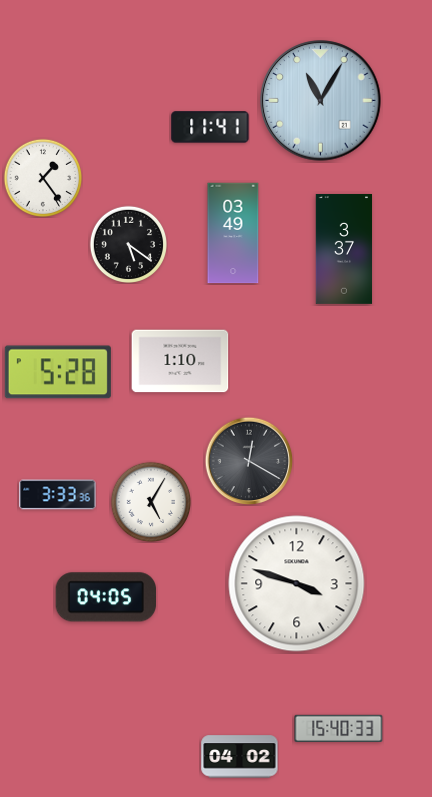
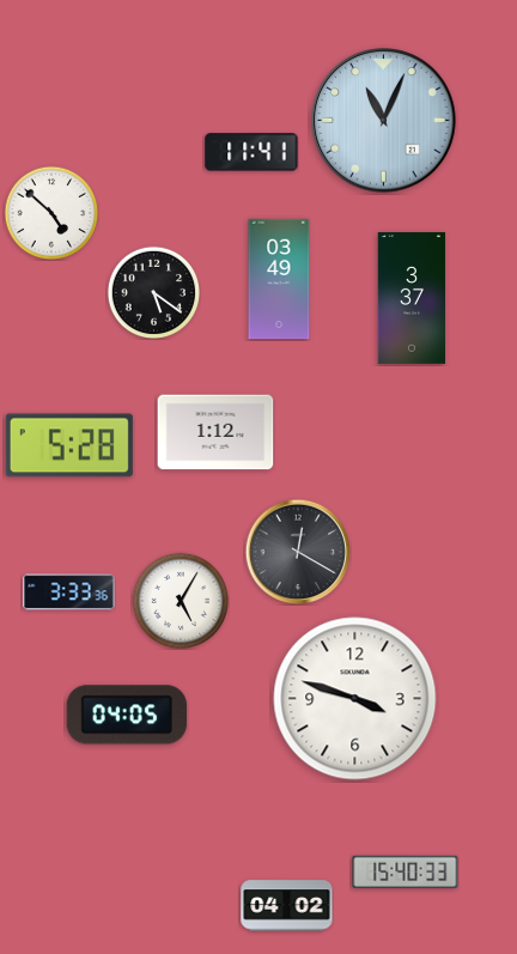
clock at (321, 101): 11:05 -> 11:04
clock at (43, 178): 1:24 -> 4:52
clock at (180, 361): 1:10 -> 1:12
